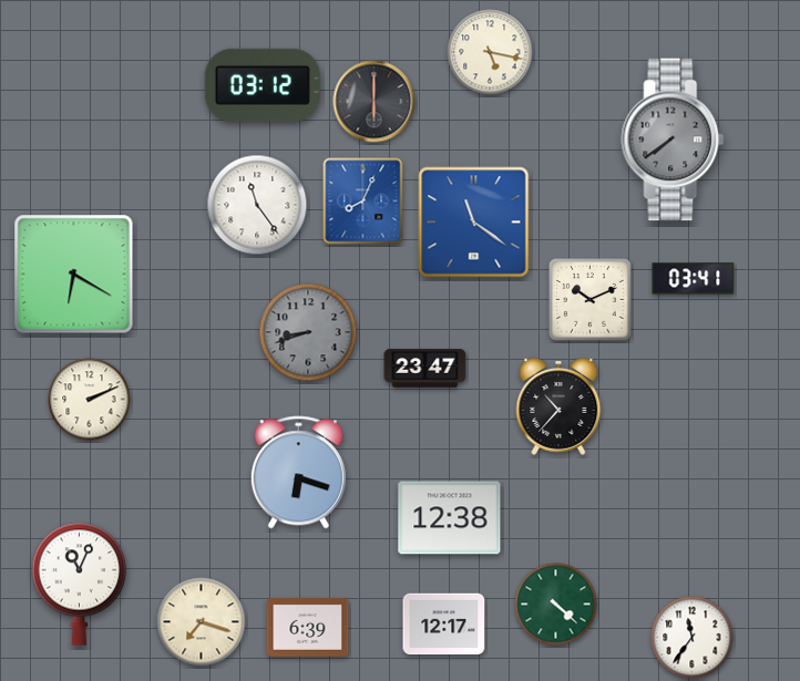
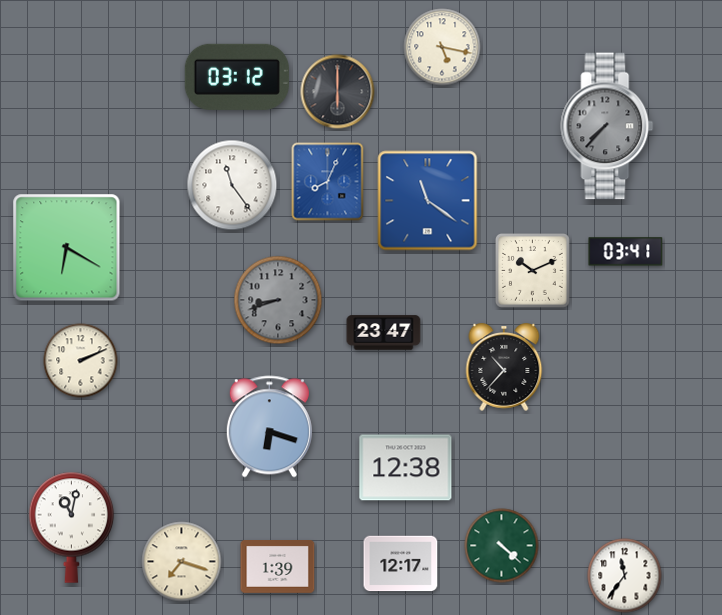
clock at (673, 140): 7:39 -> 7:37
clock at (80, 584): 11:04 -> 11:02
clock at (308, 628): 6:39 -> 1:39
